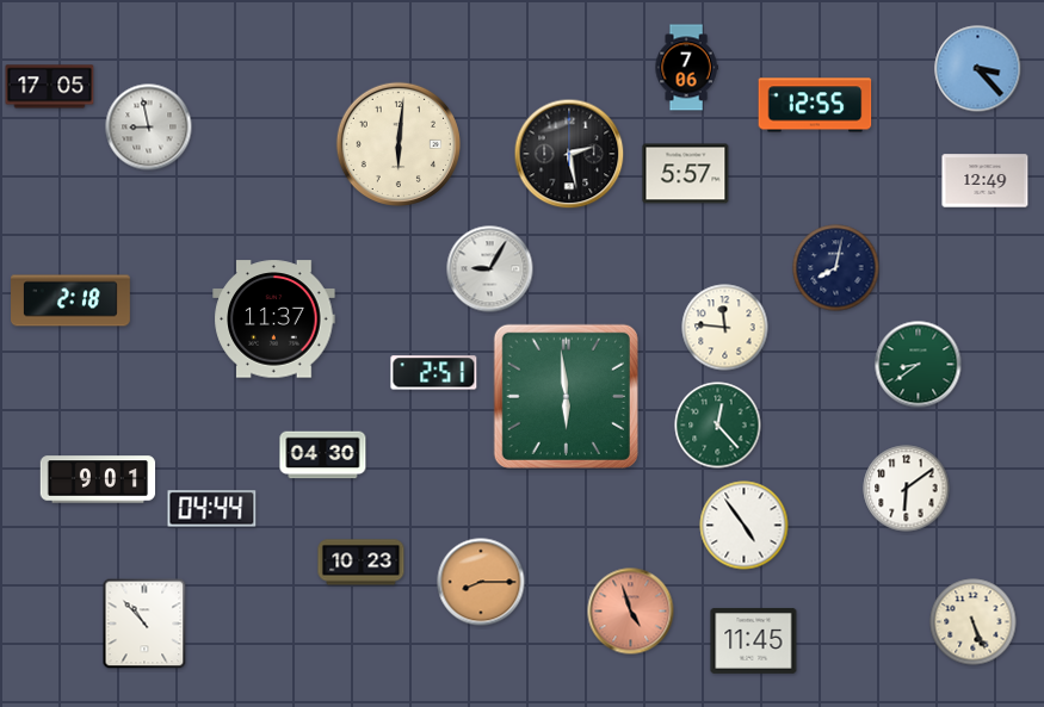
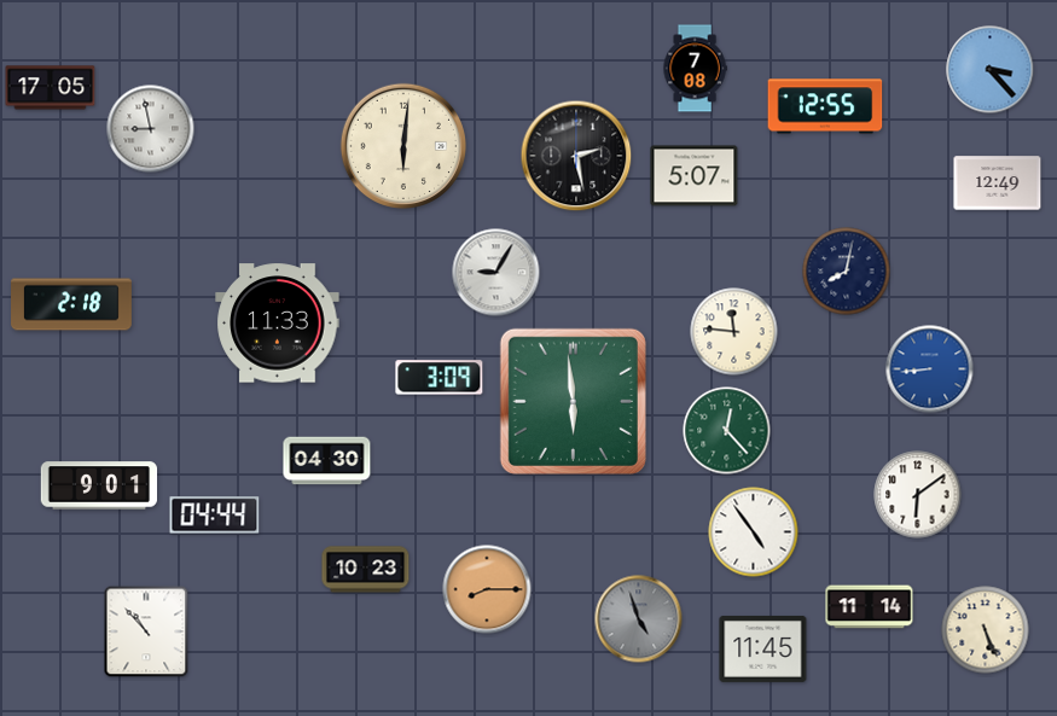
clock at (686, 68): 7:06 -> 7:08
clock at (686, 174): 5:57 -> 5:07
clock at (274, 320): 11:37 -> 11:33
clock at (919, 365): 8:39 -> 8:44
clock at (919, 365) dial: green -> blue
clock at (434, 373): 2:51 -> 3:09
clock at (870, 607): none -> 11:14
clock at (631, 612) dial: salmon -> grey
